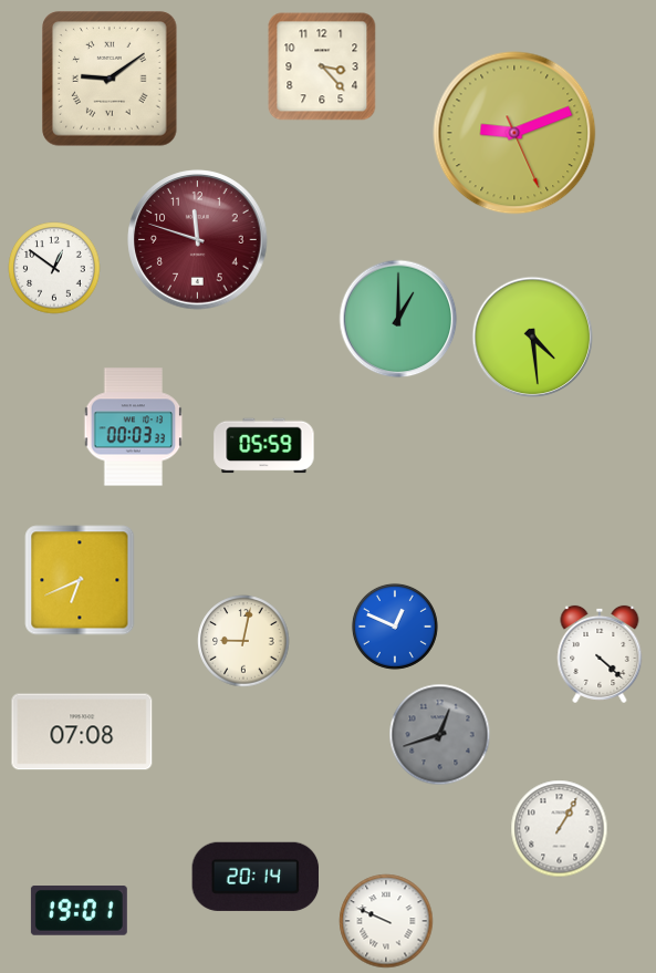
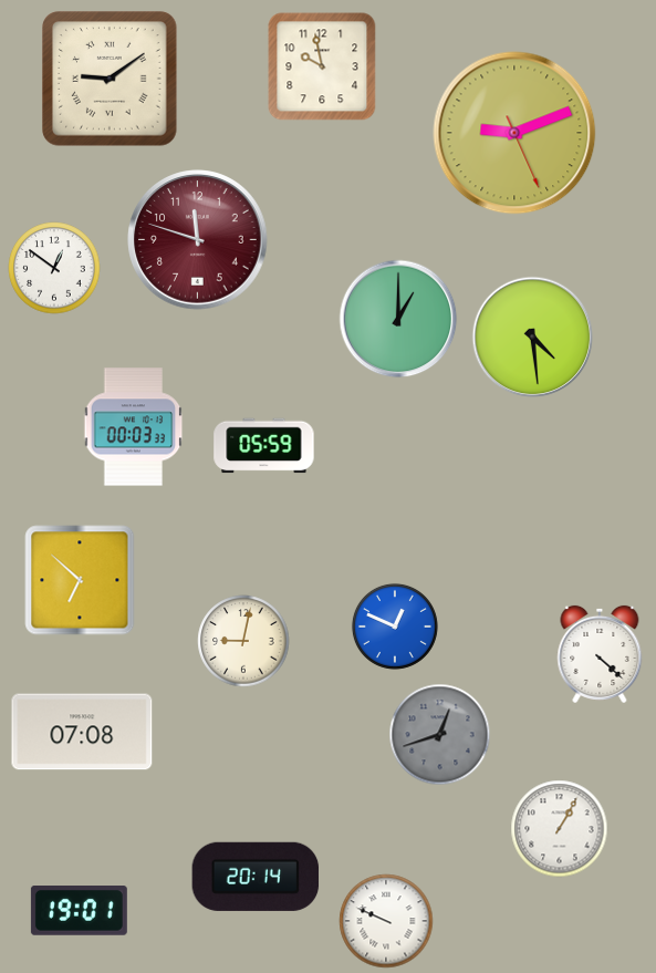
clock at (322, 66): 3:23 -> 9:58
clock at (80, 580): 6:41 -> 6:52
